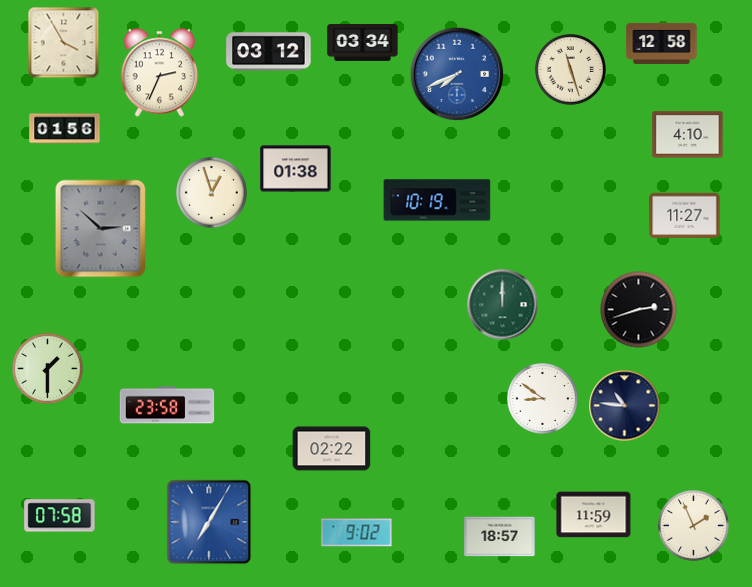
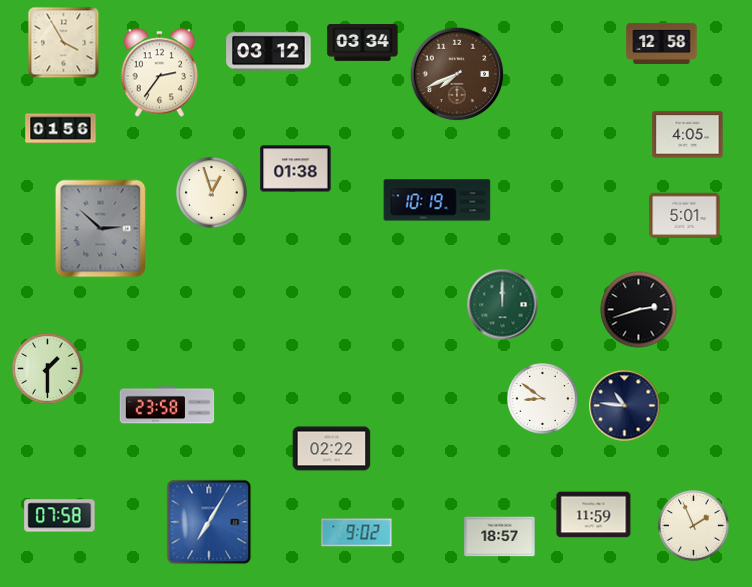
clock at (571, 70): 11:27 -> none
clock at (159, 73): 2:34 -> 2:36
clock at (457, 74) dial: blue -> brown
clock at (65, 129) position: (65, 129) -> (61, 129)
clock at (688, 135): 4:10 -> 4:05
clock at (685, 215): 11:27 -> 5:01
